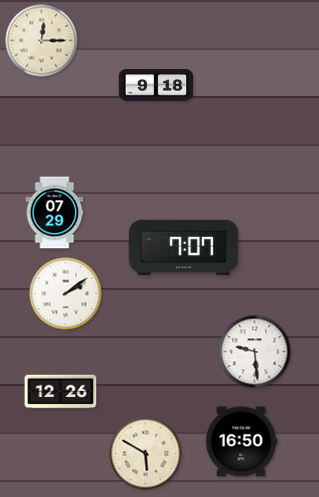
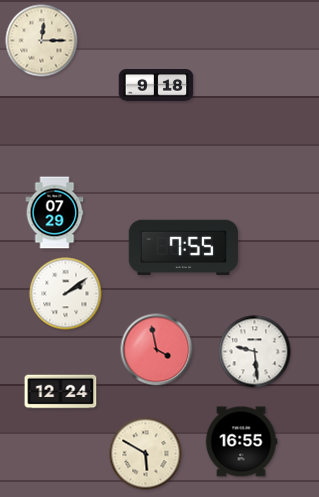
clock at (184, 248): 7:07 -> 7:55
clock at (157, 350): none -> 3:58
clock at (61, 392): 12:26 -> 12:24
clock at (241, 442): 16:50 -> 16:55
